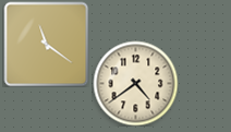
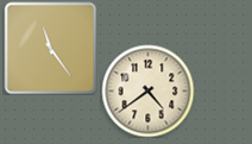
clock at (46, 44): 11:21 -> 11:24
